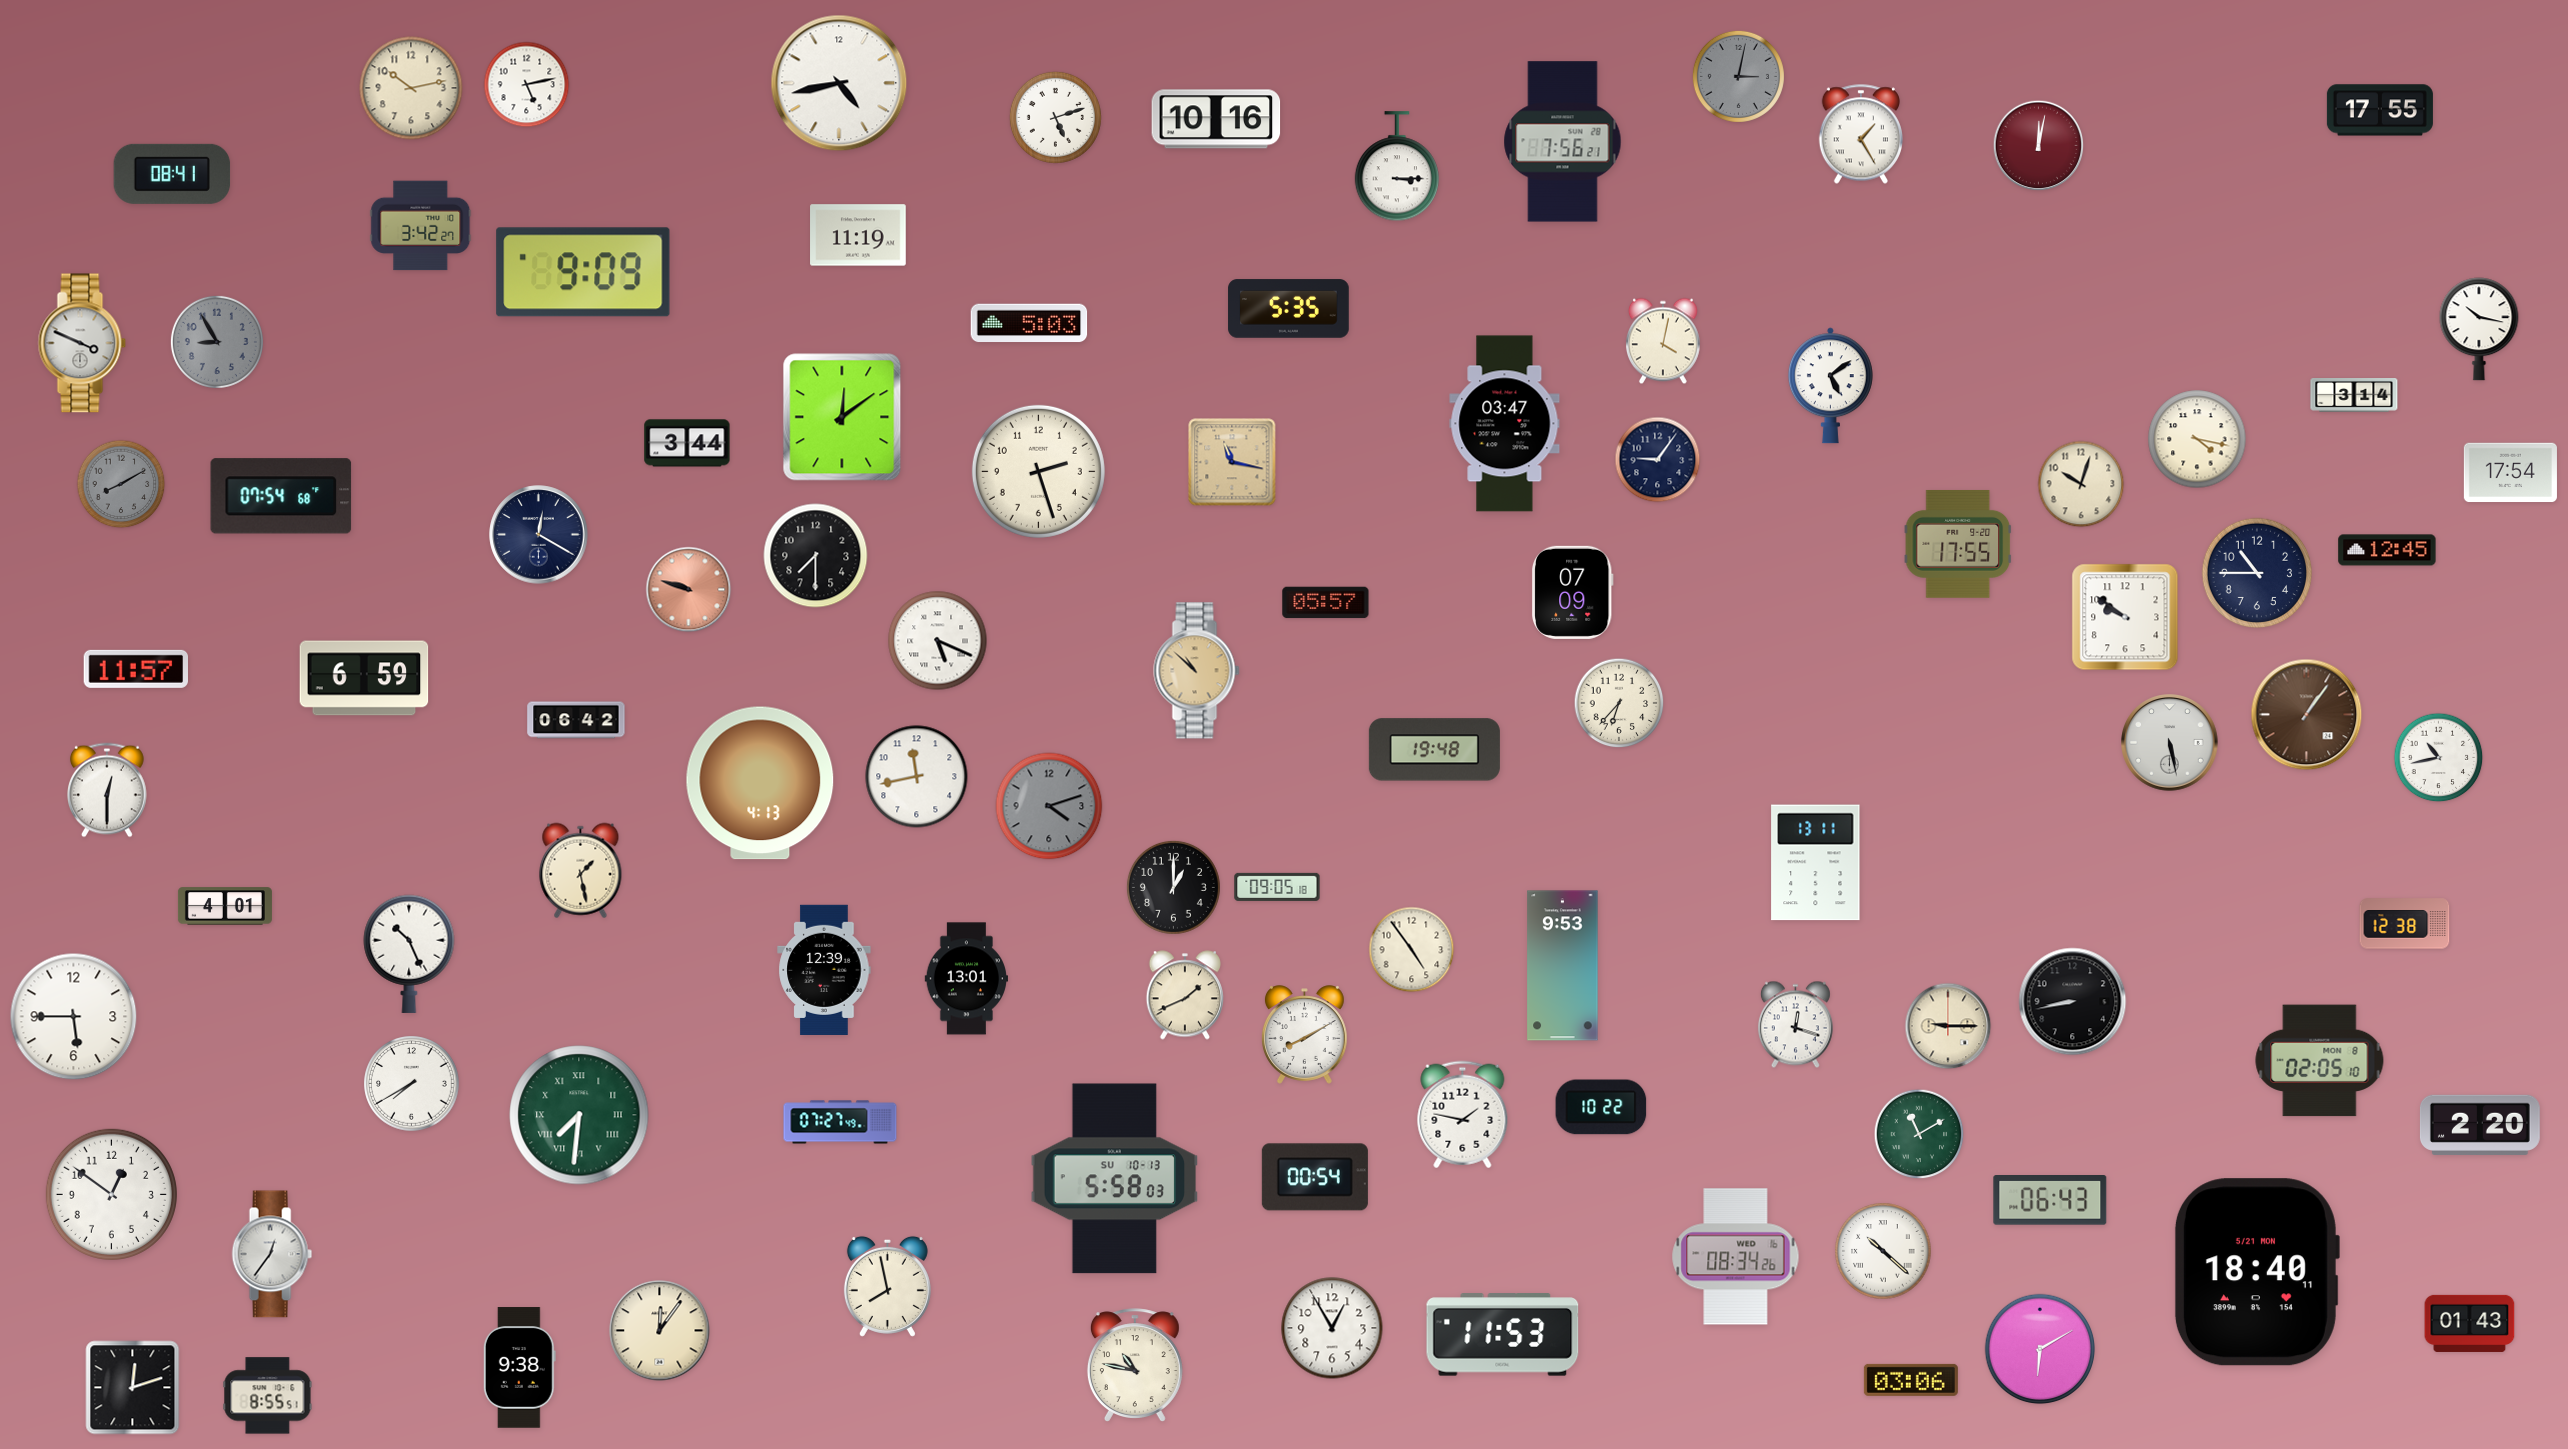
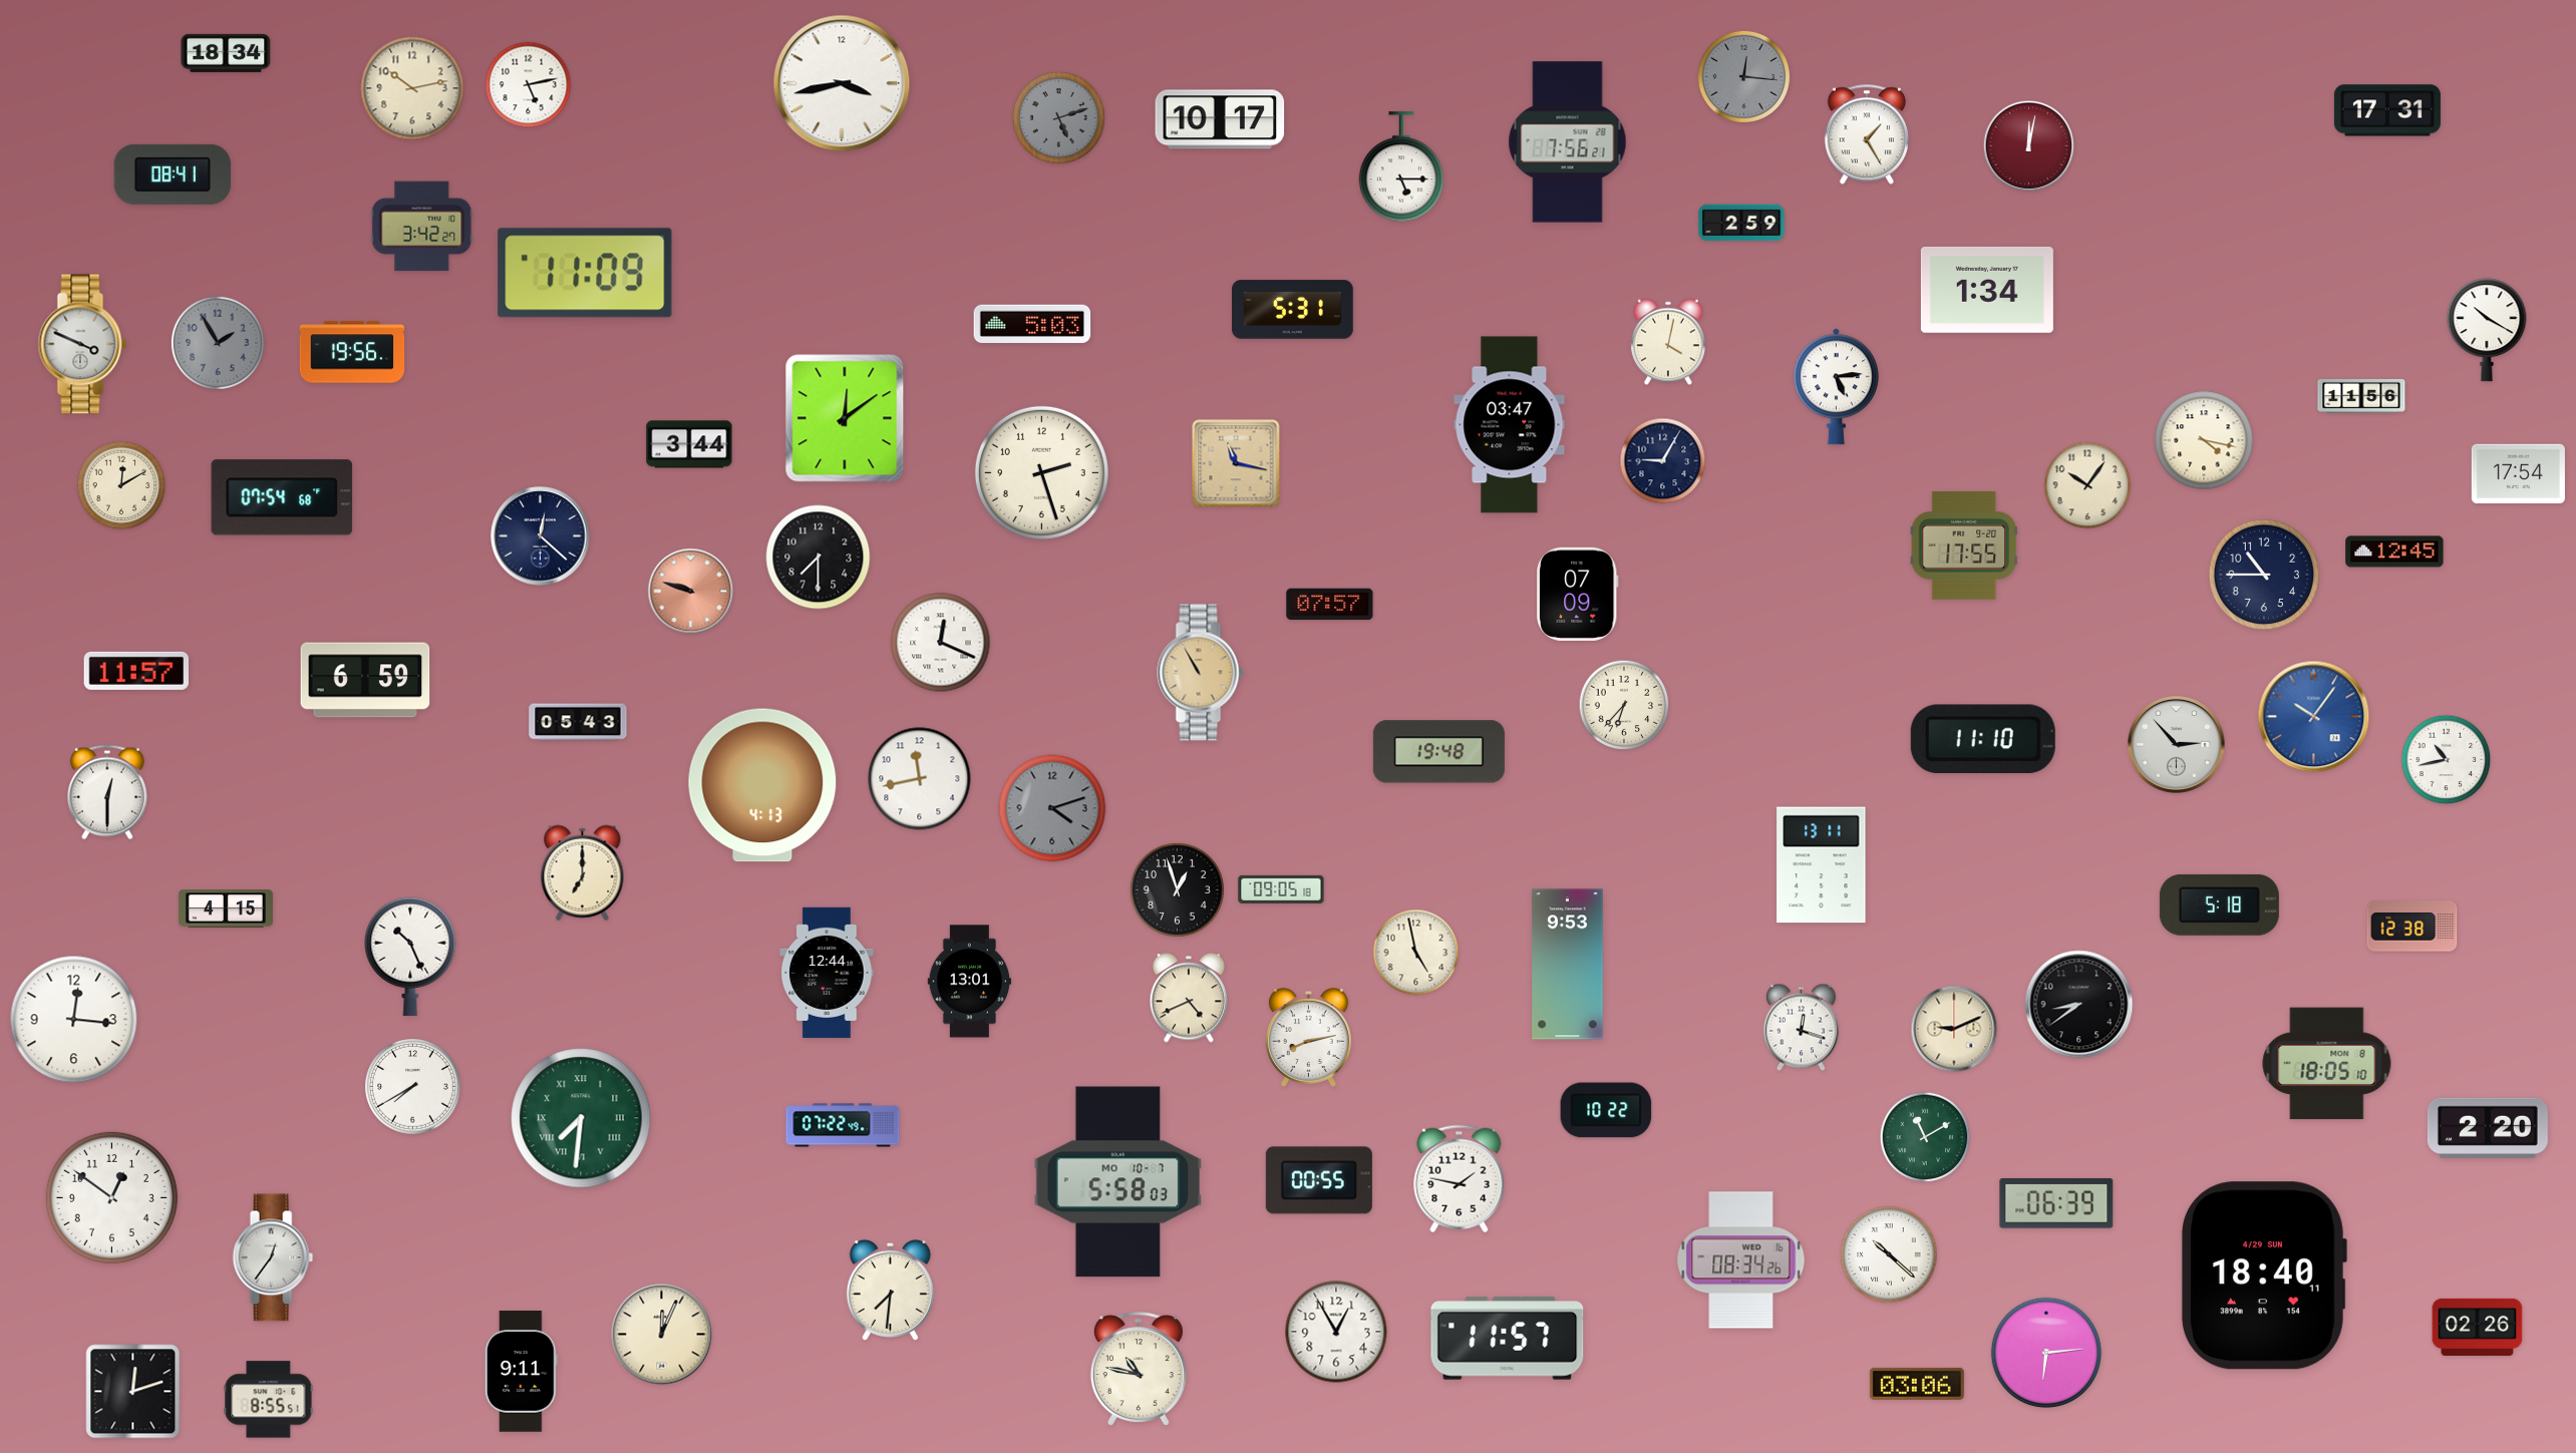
clock at (226, 53): none -> 18:34
clock at (1738, 76): 3:02 -> 12:16
clock at (839, 83): 4:43 -> 3:43
clock at (2380, 110): 17:55 -> 17:31
clock at (1055, 117) dial: white -> grey
clock at (1216, 119): 10:16 -> 10:17
clock at (2039, 146) position: (2039, 146) -> (2029, 146)
clock at (1396, 167): 3:15 -> 5:15
clock at (1741, 223): none -> 2:59
clock at (858, 235): 11:19 -> none
clock at (583, 272): 9:09 -> 11:09
clock at (1987, 290): none -> 1:34
clock at (1289, 309): 5:35 -> 5:31
clock at (2479, 329): 10:17 -> 10:20
clock at (217, 342): 8:55 -> 1:55
clock at (352, 352): none -> 19:56
clock at (1830, 386): 5:09 -> 5:14
clock at (2354, 396): 3:14 -> 11:56
clock at (1658, 460): 9:06 -> 9:05
clock at (121, 484): 8:10 -> 12:10
clock at (121, 484) dial: grey -> cream
clock at (2081, 484): 10:03 -> 10:06
clock at (539, 535): 12:20 -> 12:22
clock at (1326, 603): 05:57 -> 07:57
clock at (2125, 617): 9:51 -> none
clock at (938, 641): 5:19 -> 12:19
clock at (1197, 671): 10:52 -> 10:55
clock at (2307, 715): 1:06 -> 10:06
clock at (2307, 715) dial: brown -> blue
clock at (576, 720): 06:42 -> 05:43
clock at (1983, 739): none -> 11:10
clock at (2170, 743): 5:28 -> 2:53
clock at (581, 871): 1:28 -> 7:00
clock at (1173, 887): 1:00 -> 12:57
clock at (2219, 904): none -> 5:18
clock at (225, 906): 4:01 -> 4:15
clock at (1412, 950): 4:54 -> 4:58
clock at (1563, 966) position: (1563, 966) -> (1568, 965)
clock at (824, 970): 12:39 -> 12:44
clock at (1185, 995): 1:41 -> 4:41
clock at (2073, 1002): 8:43 -> 8:39
clock at (74, 1017): 5:45 -> 12:16
clock at (1948, 1026): 9:15 -> 9:11
clock at (1304, 1035): 8:10 -> 8:13
clock at (2320, 1061): 02:05 -> 18:05
clock at (1463, 1115) position: (1463, 1115) -> (1460, 1179)
clock at (840, 1122): 07:27 -> 07:22
clock at (1315, 1177): 00:54 -> 00:55
clock at (1115, 1179) date: SU 10-13 -> MO 10-7
clock at (2050, 1201): 06:43 -> 06:39
clock at (2256, 1272) date: 5/21 MON -> 4/29 SUN
clock at (887, 1286): 7:58 -> 7:31
clock at (2470, 1323): 01:43 -> 02:26
clock at (660, 1331): 12:06 -> 12:04
clock at (1503, 1335): 11:53 -> 11:57
clock at (2040, 1349): 6:10 -> 6:14
clock at (519, 1368): 9:38 -> 9:11
